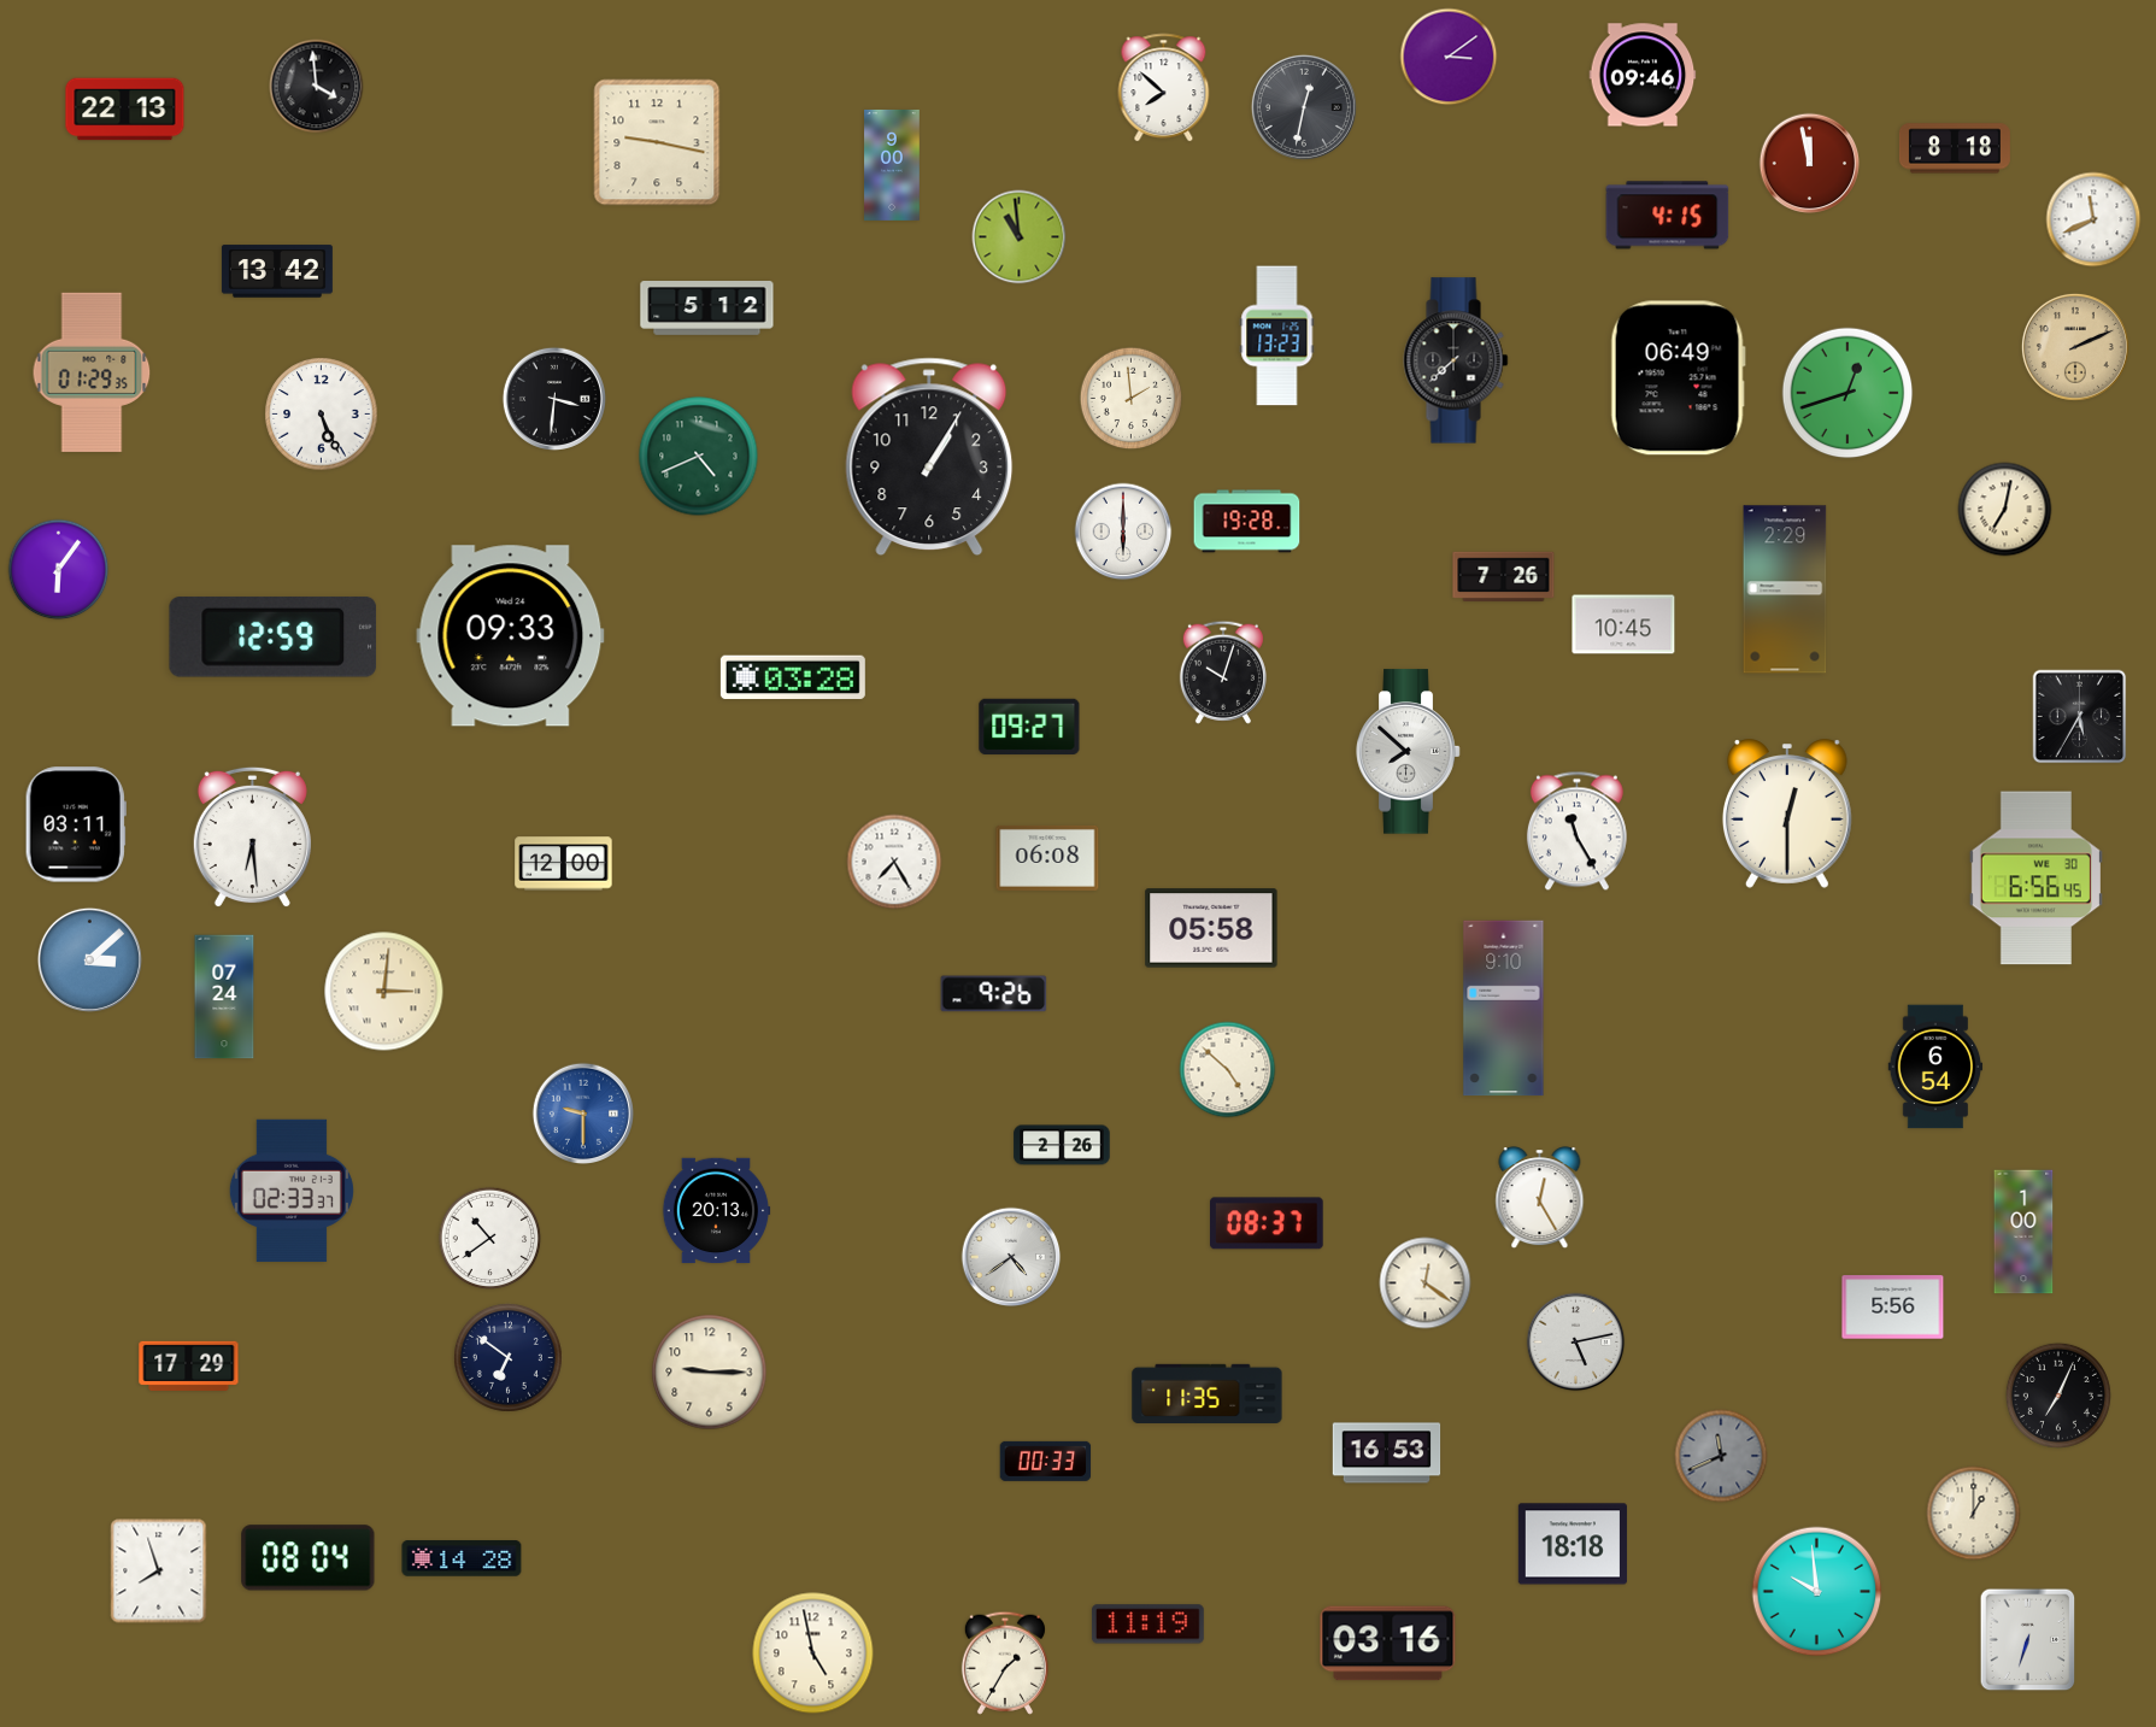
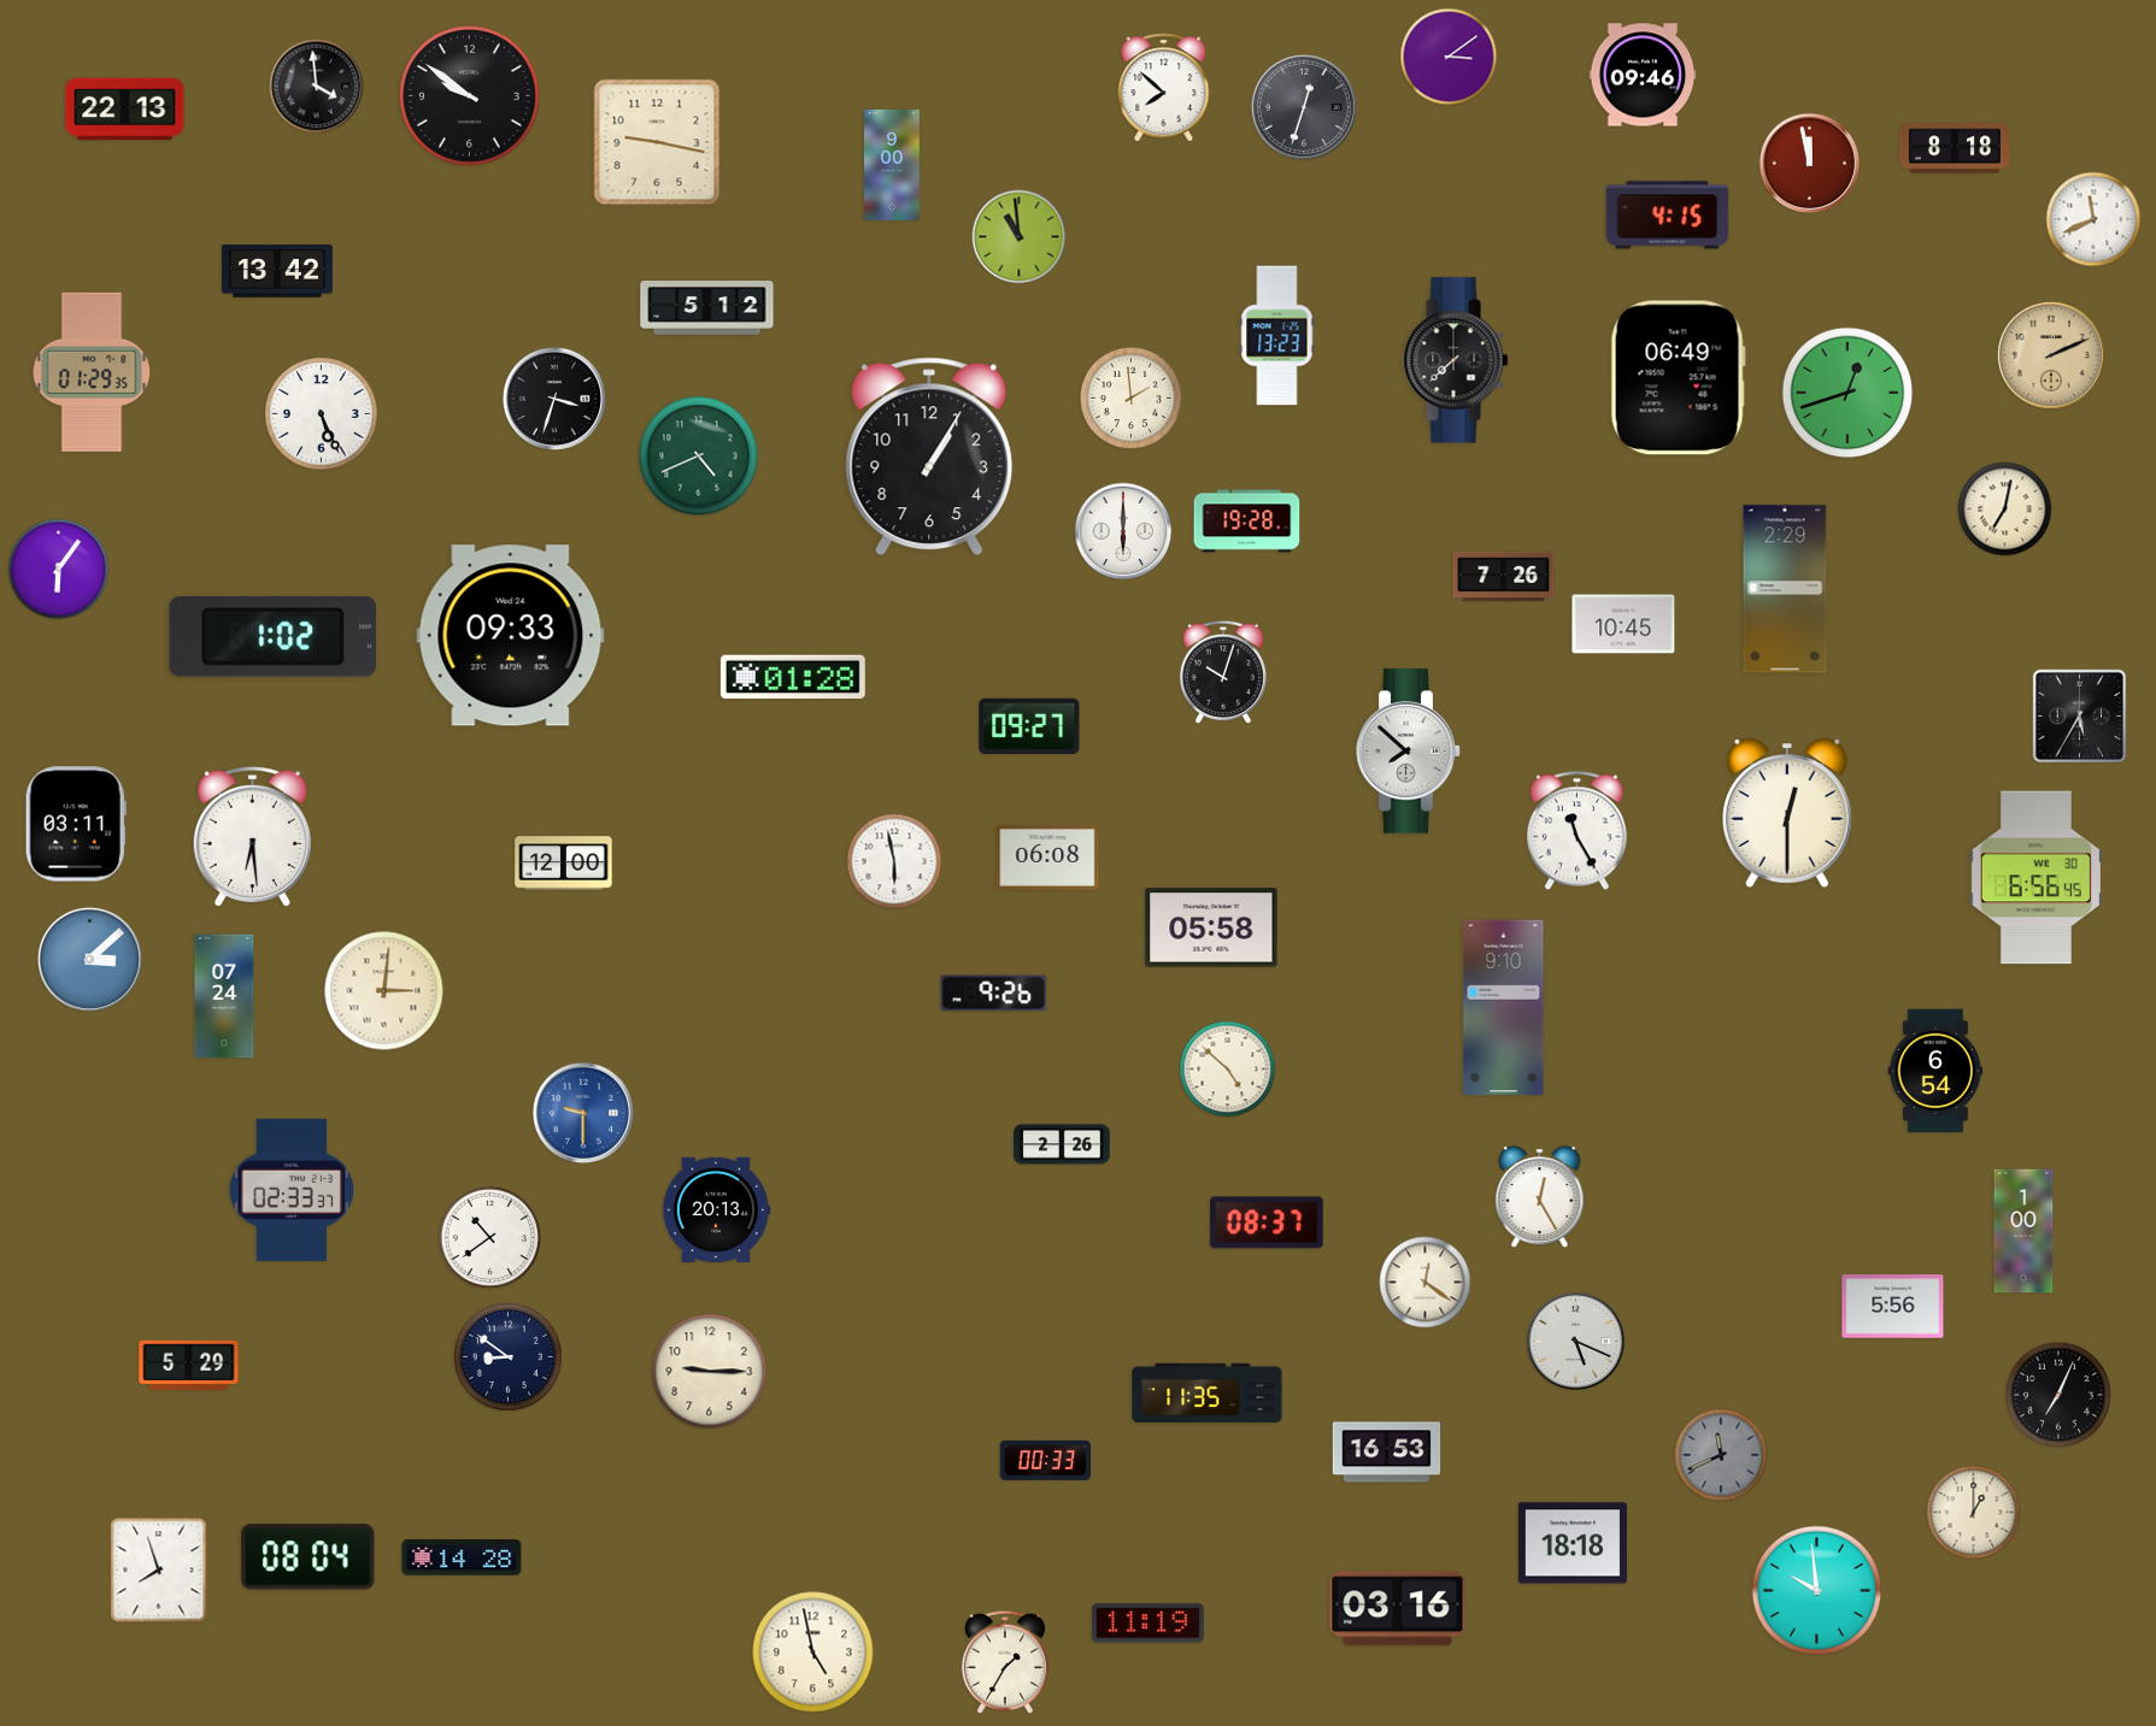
clock at (470, 96): none -> 9:51
clock at (1304, 107): 12:32 -> 12:33
clock at (2075, 347) position: (2075, 347) -> (2051, 355)
clock at (554, 399): 3:31 -> 3:33
clock at (274, 636): 12:59 -> 1:02
clock at (793, 677): 03:28 -> 01:28
clock at (894, 862): 7:25 -> 5:58
clock at (1935, 1067) position: (1935, 1067) -> (1935, 1071)
clock at (1011, 1257): 4:39 -> none
clock at (1576, 1343): 5:13 -> 5:19
clock at (507, 1357): 6:51 -> 8:51
clock at (189, 1365): 17:29 -> 5:29
clock at (2028, 1640): 6:33 -> none
clock at (1388, 1644) position: (1388, 1644) -> (1398, 1609)
